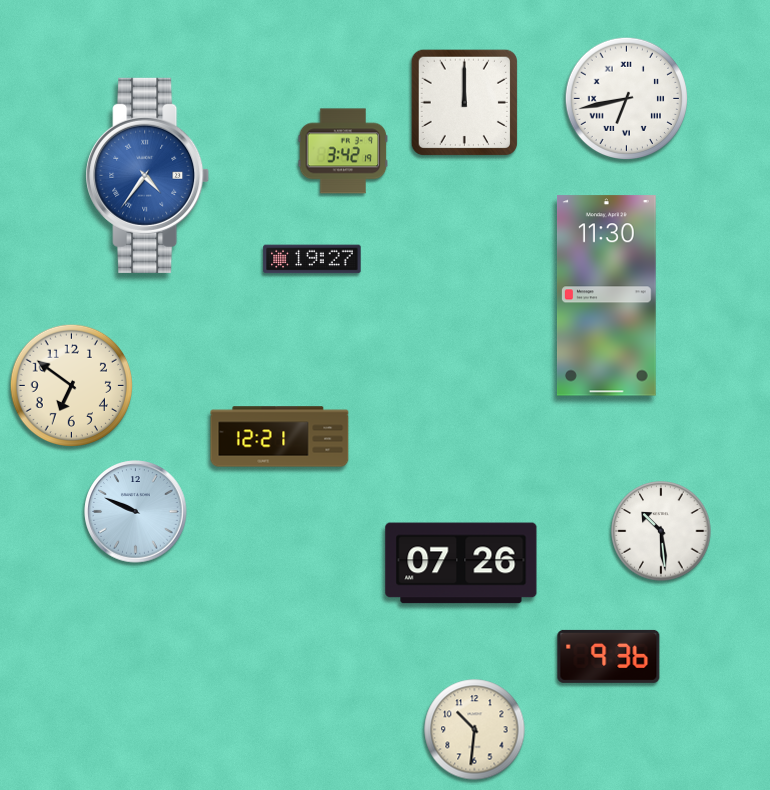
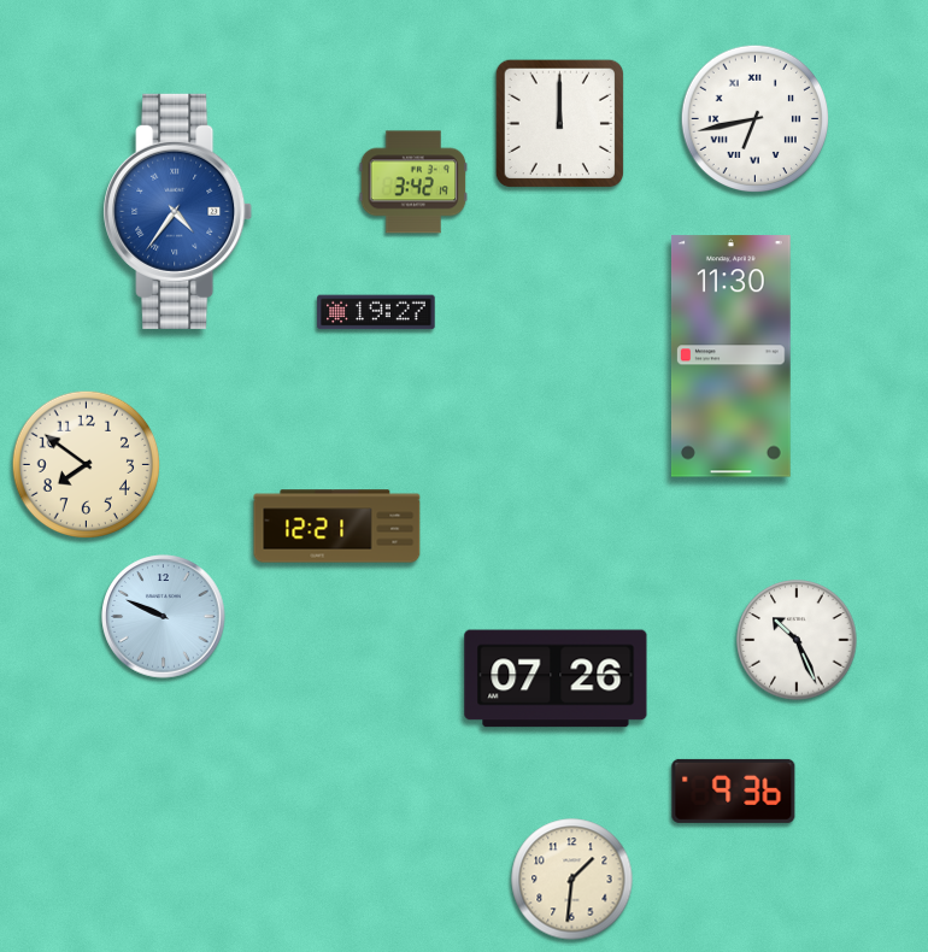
clock at (71, 385): 6:51 -> 7:51
clock at (661, 531): 10:29 -> 10:26
clock at (475, 730): 10:31 -> 1:31
